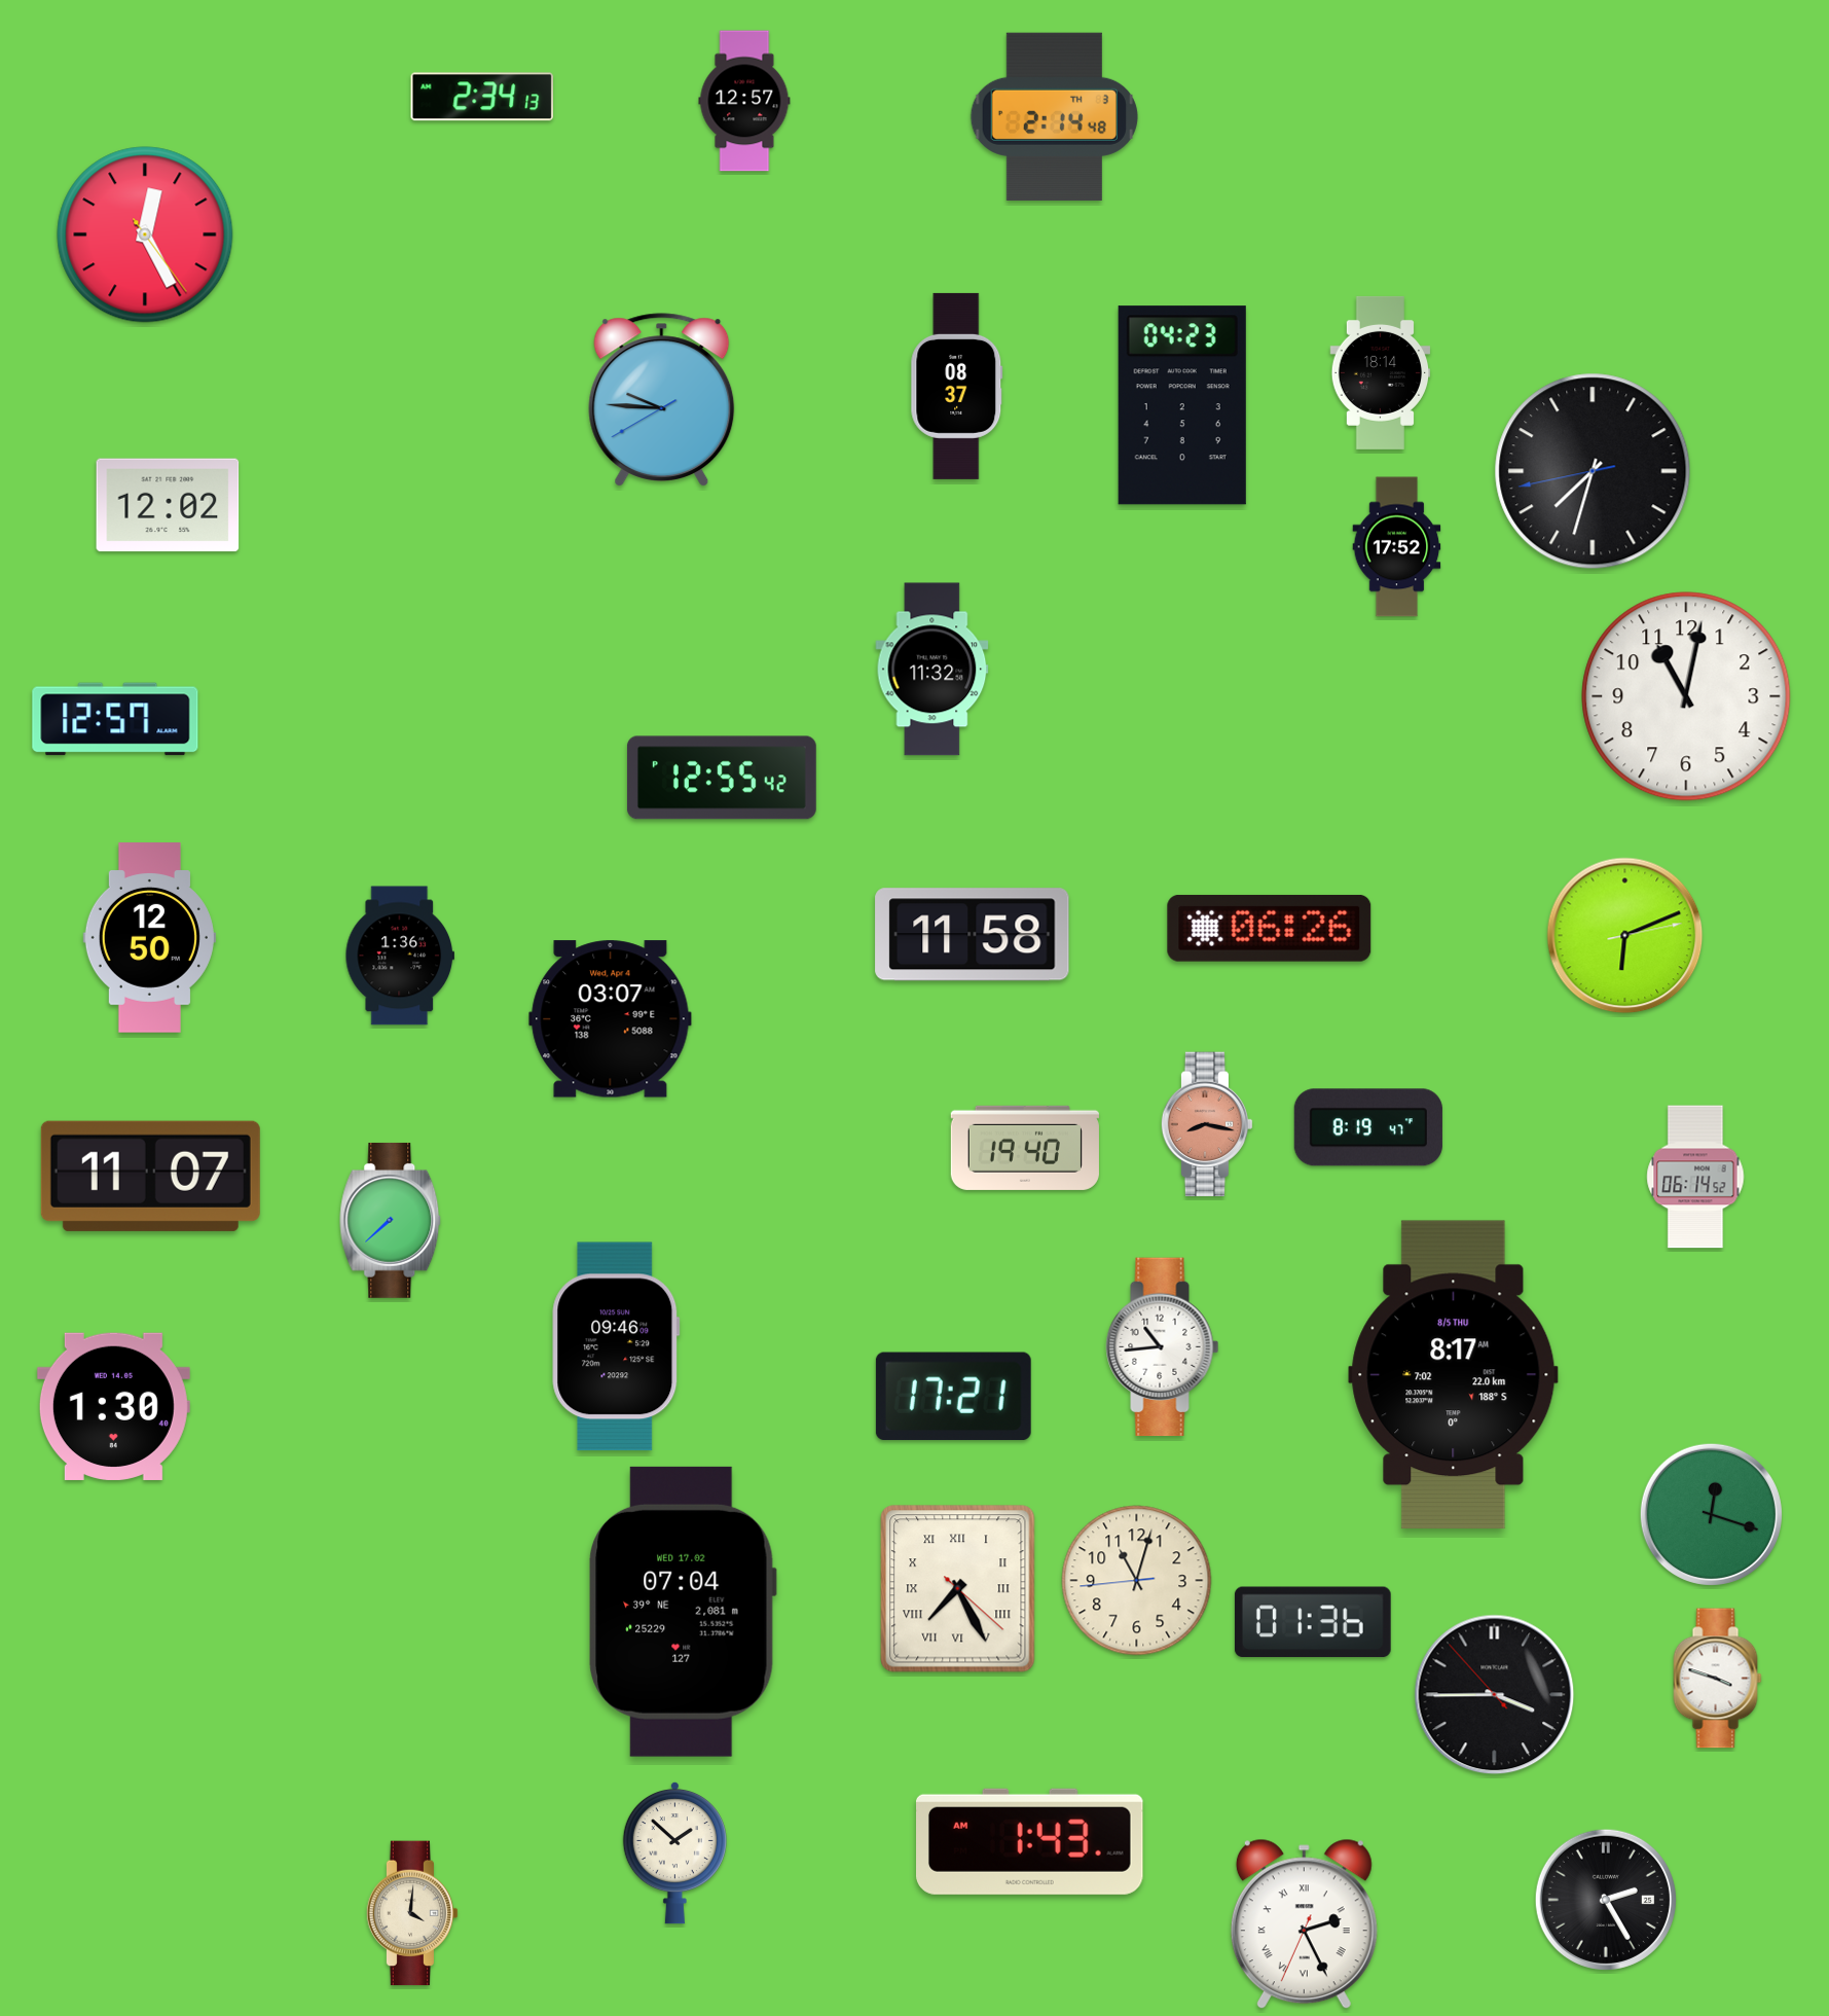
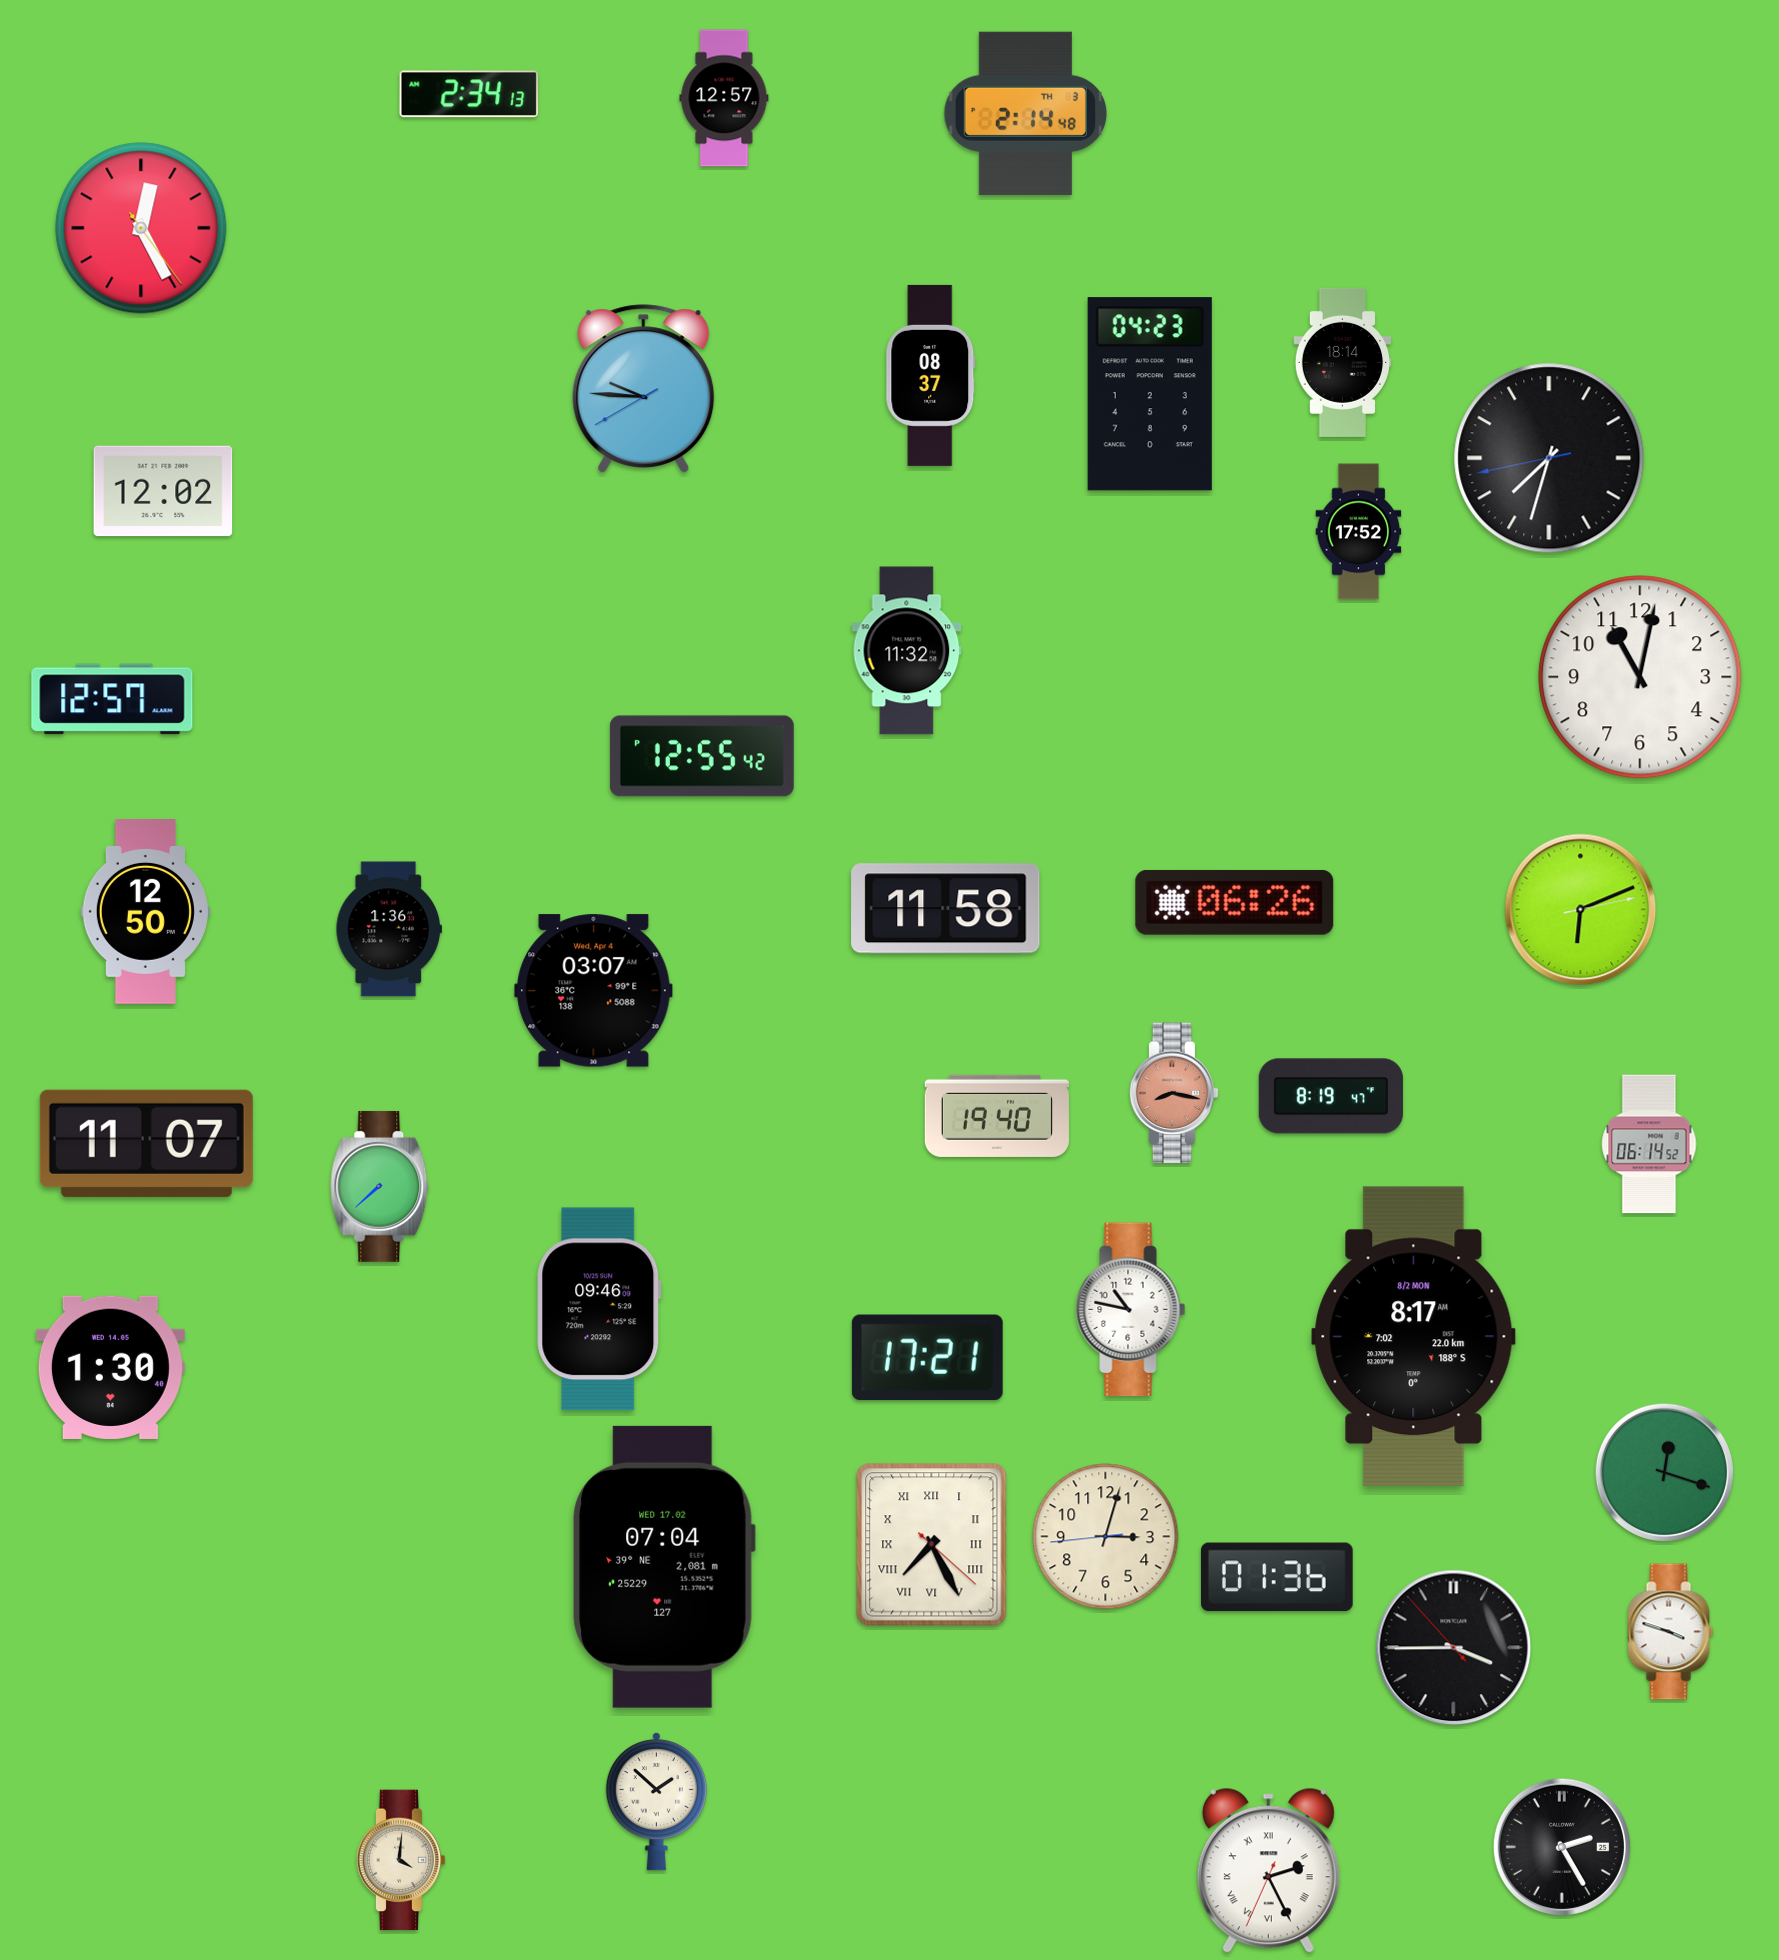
clock at (1163, 1347): 10:44 -> 10:47
clock at (1454, 1375) date: 8/5 THU -> 8/2 MON
clock at (1137, 1581): 11:02 -> 3:02
clock at (1030, 1841): 1:43 -> none
